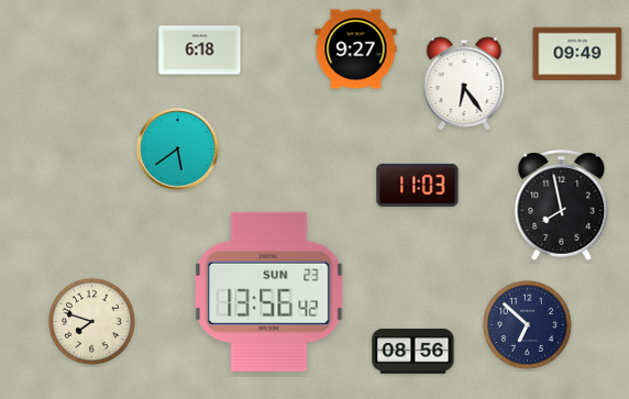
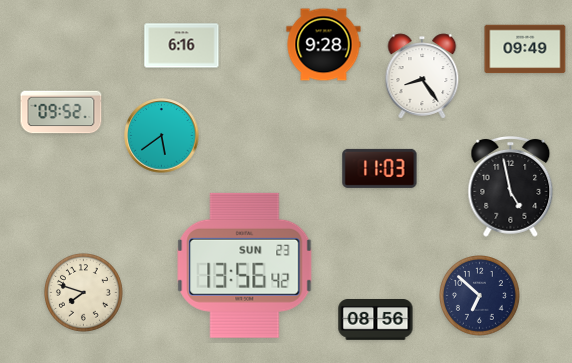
clock at (356, 49): 9:27 -> 9:28
clock at (200, 51): 6:18 -> 6:16
clock at (464, 84): 6:24 -> 8:24
clock at (61, 112): none -> 09:52
clock at (562, 204): 7:58 -> 4:58
